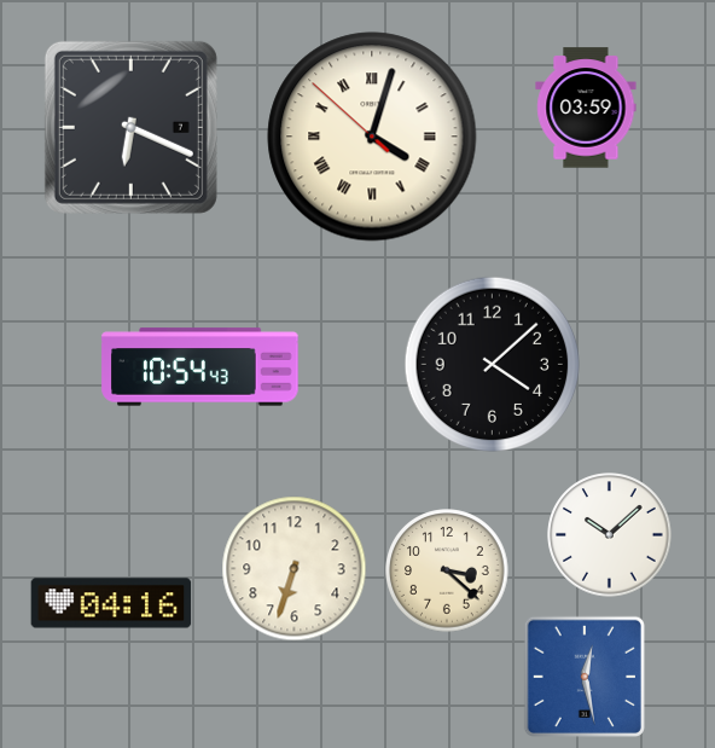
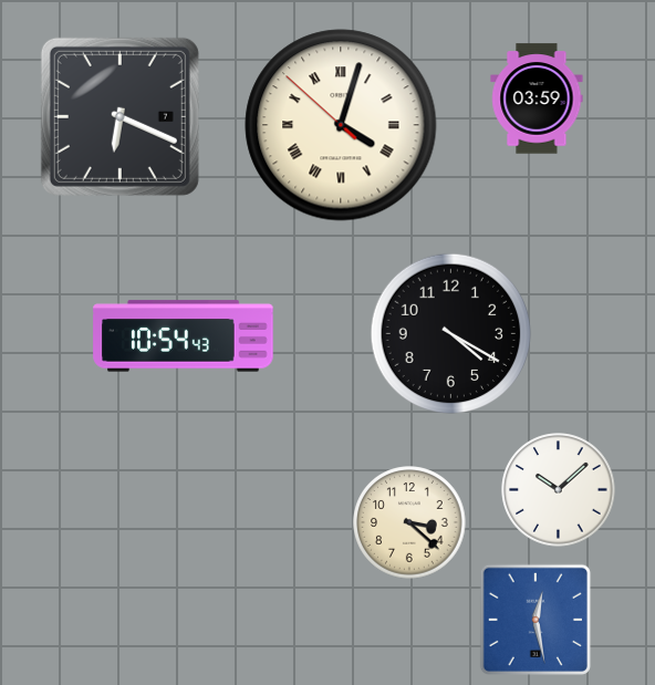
clock at (492, 364): 4:08 -> 4:20
clock at (295, 569): 6:33 -> none
clock at (111, 603): 04:16 -> none
